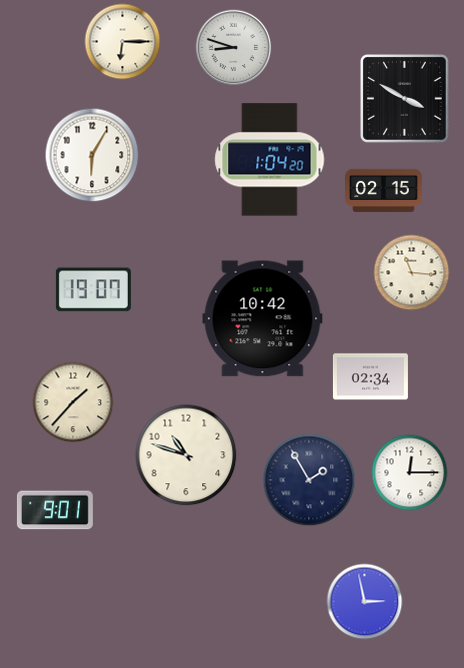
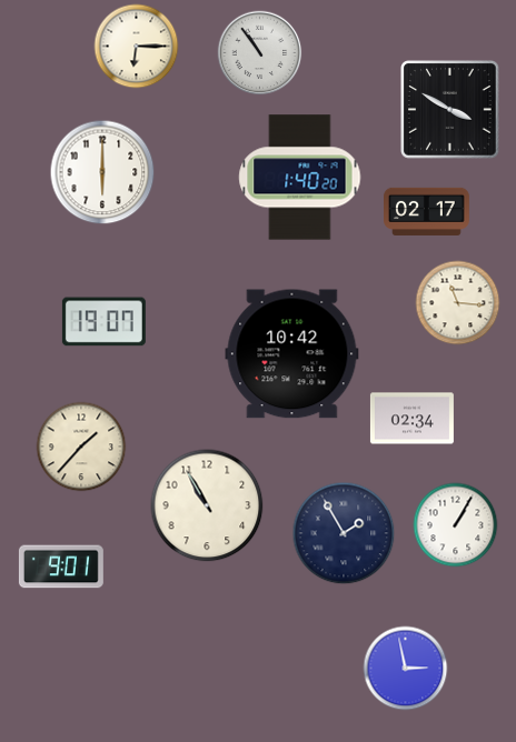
clock at (234, 48): 8:48 -> 10:54
clock at (92, 155): 6:05 -> 6:00
clock at (270, 160): 1:04 -> 1:40
clock at (384, 190): 02:15 -> 02:17
clock at (186, 455): 10:48 -> 10:55
clock at (410, 473): 12:15 -> 1:05
